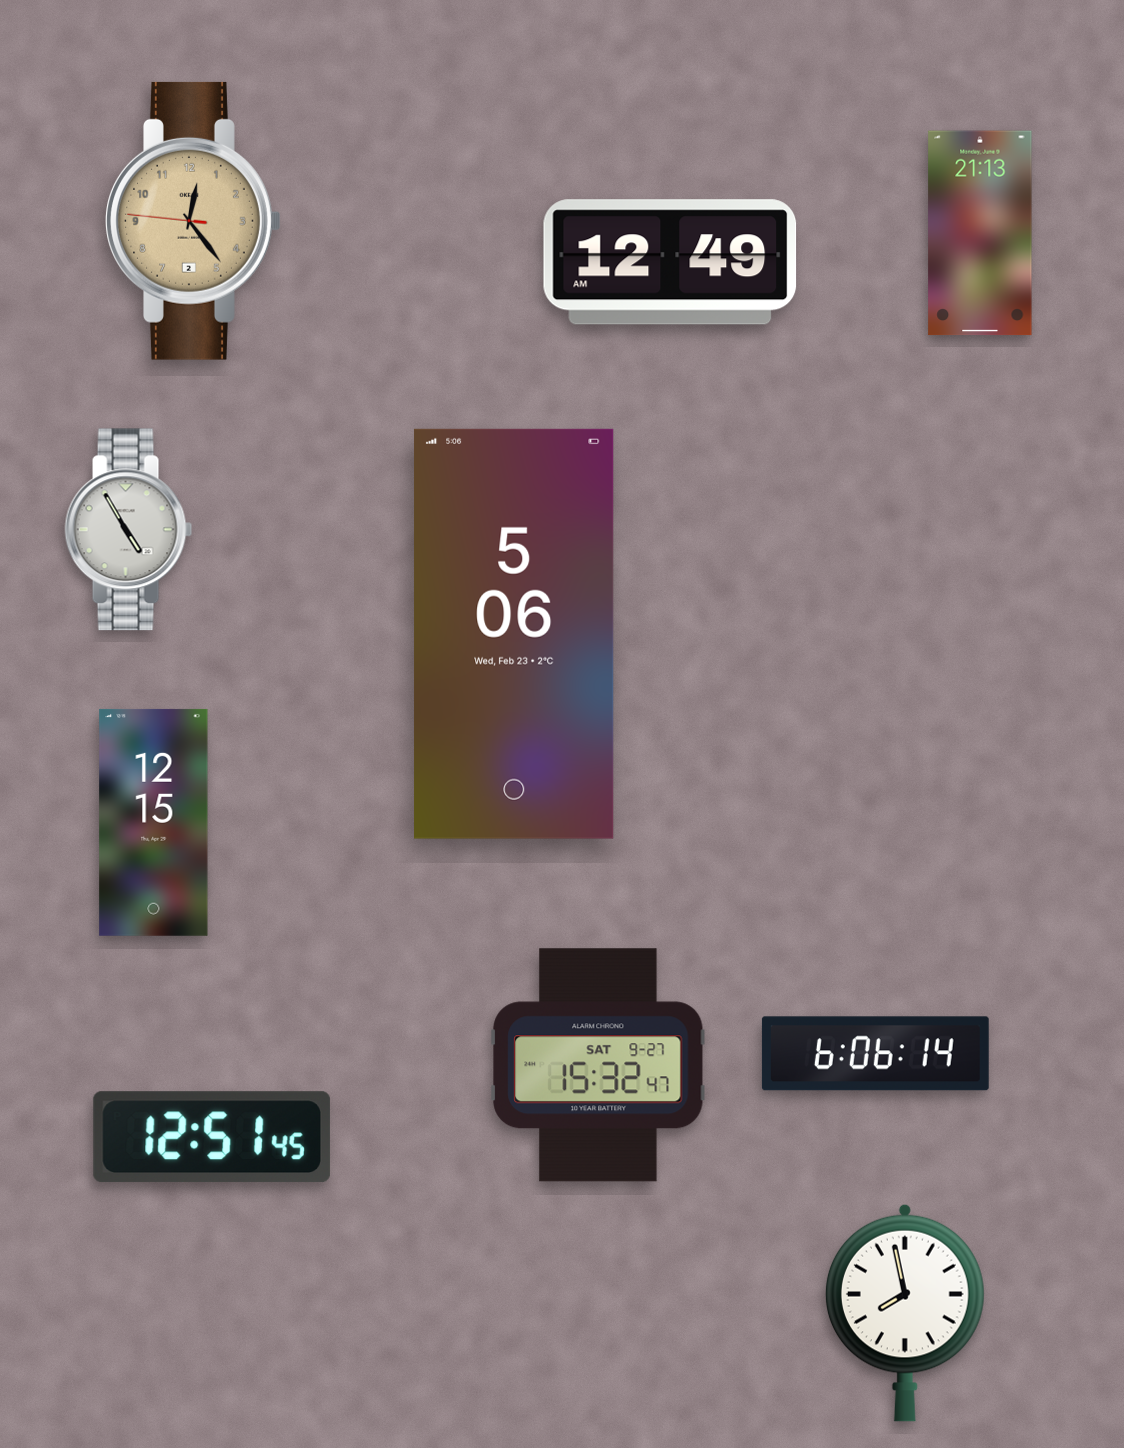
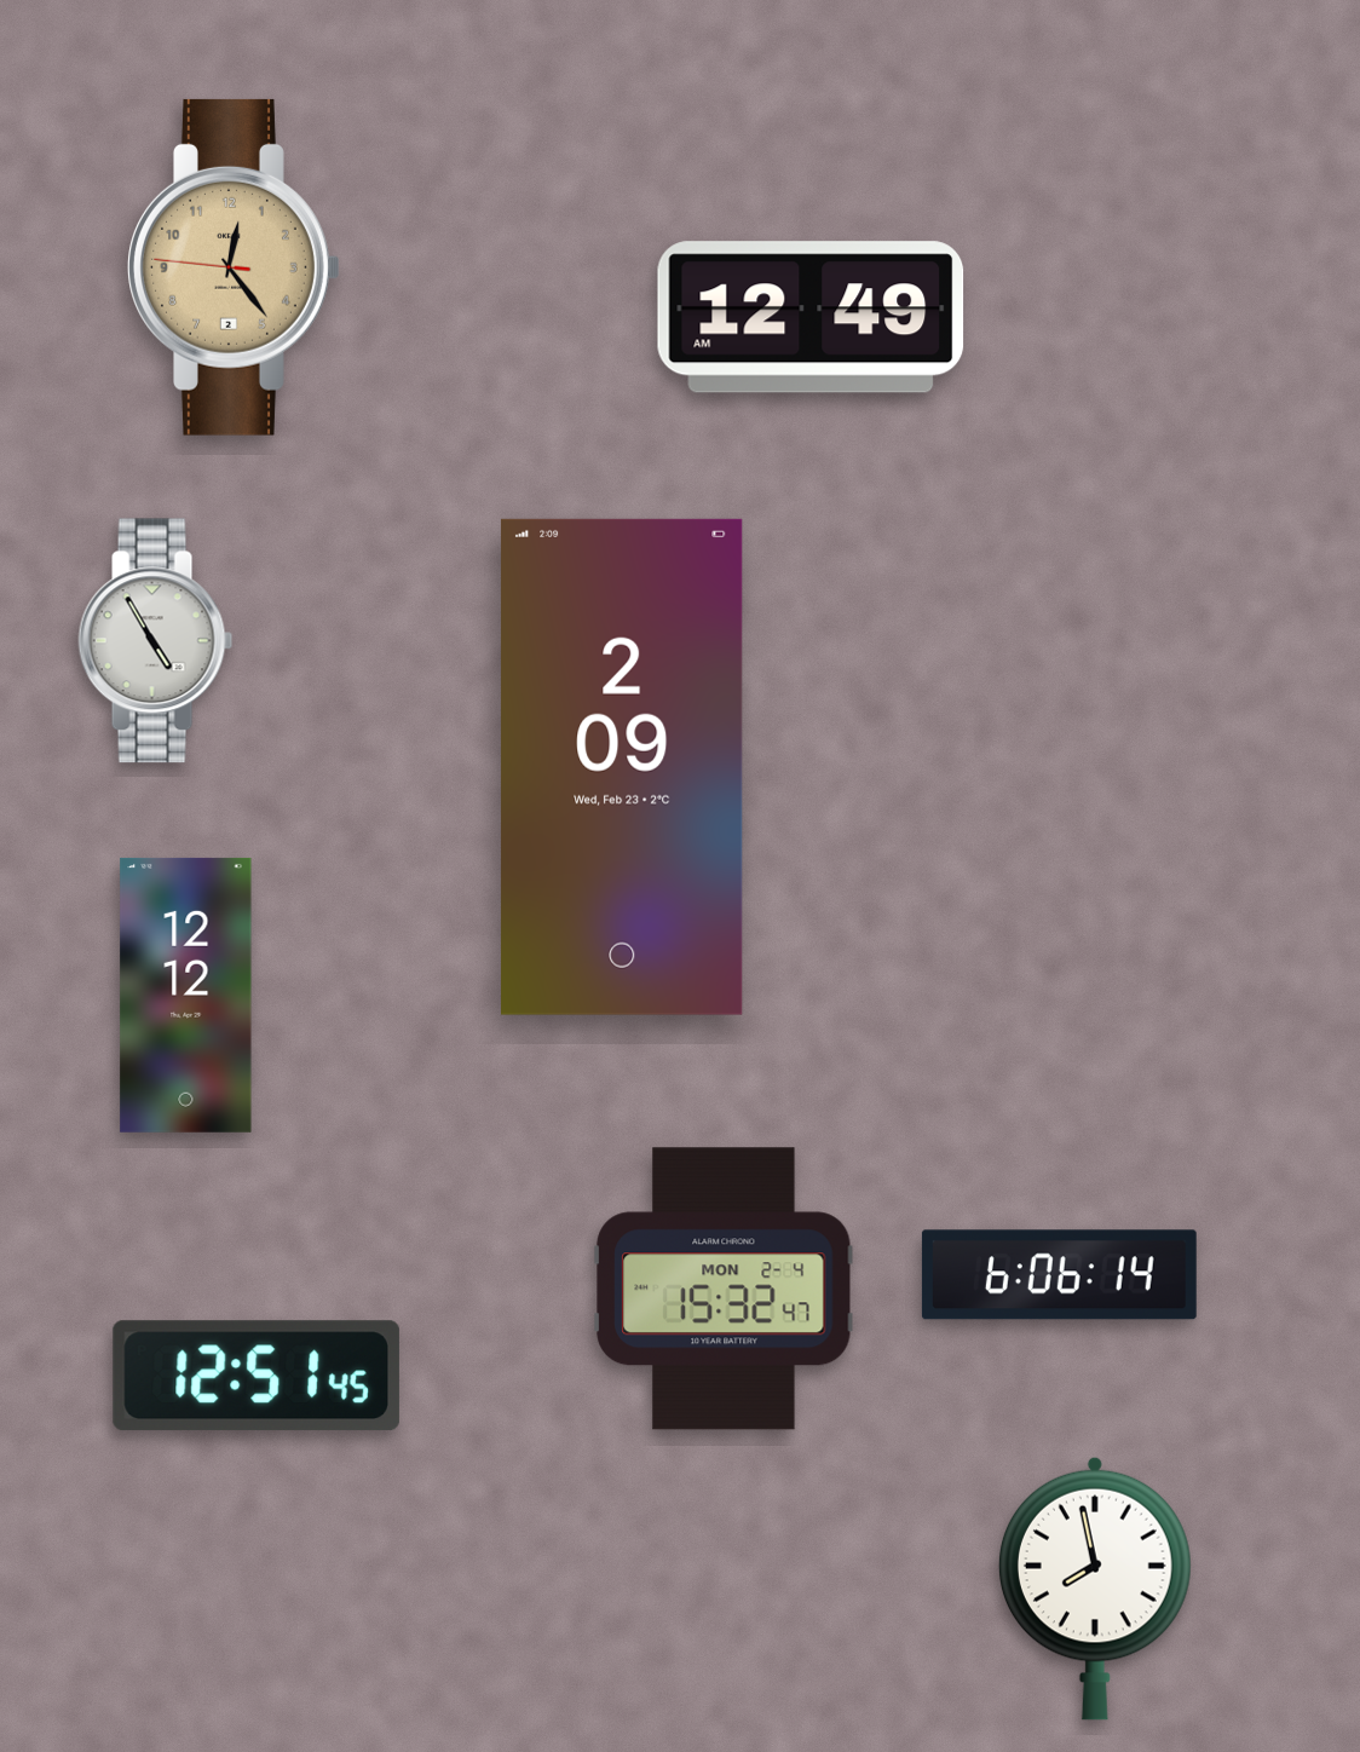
clock at (980, 233): 21:13 -> none
clock at (514, 634): 5:06 -> 2:09
clock at (154, 822): 12:15 -> 12:12
clock at (598, 1065) date: SAT 9-27 -> MON 2-4
